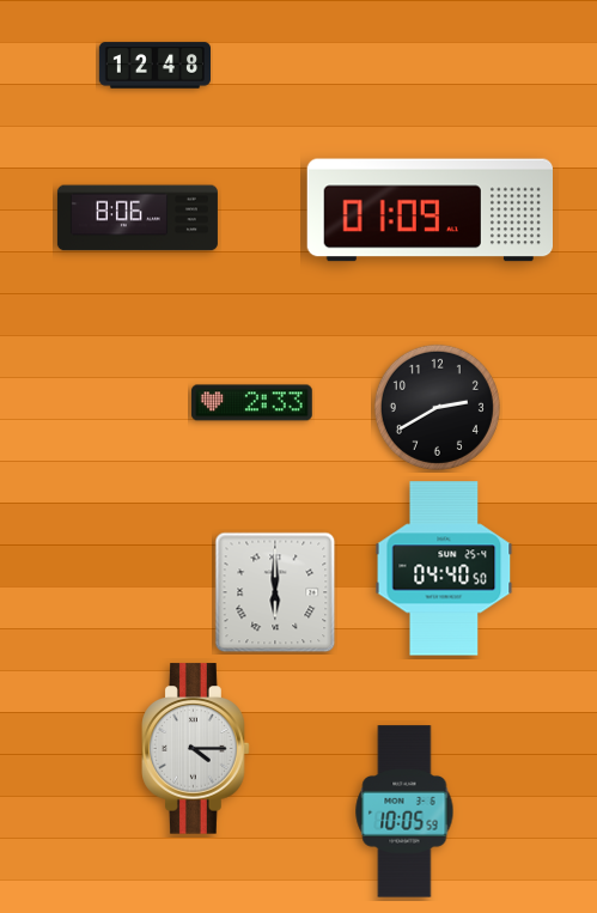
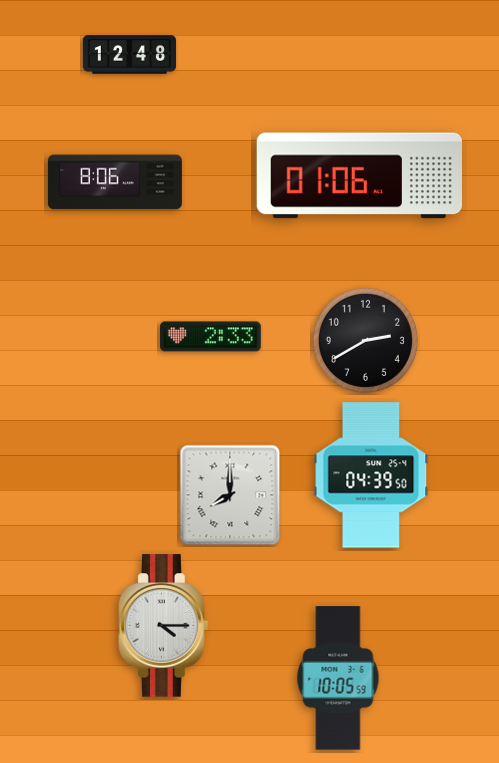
clock at (430, 211): 01:09 -> 01:06
clock at (444, 568): 04:40 -> 04:39
clock at (275, 592): 6:00 -> 8:00
